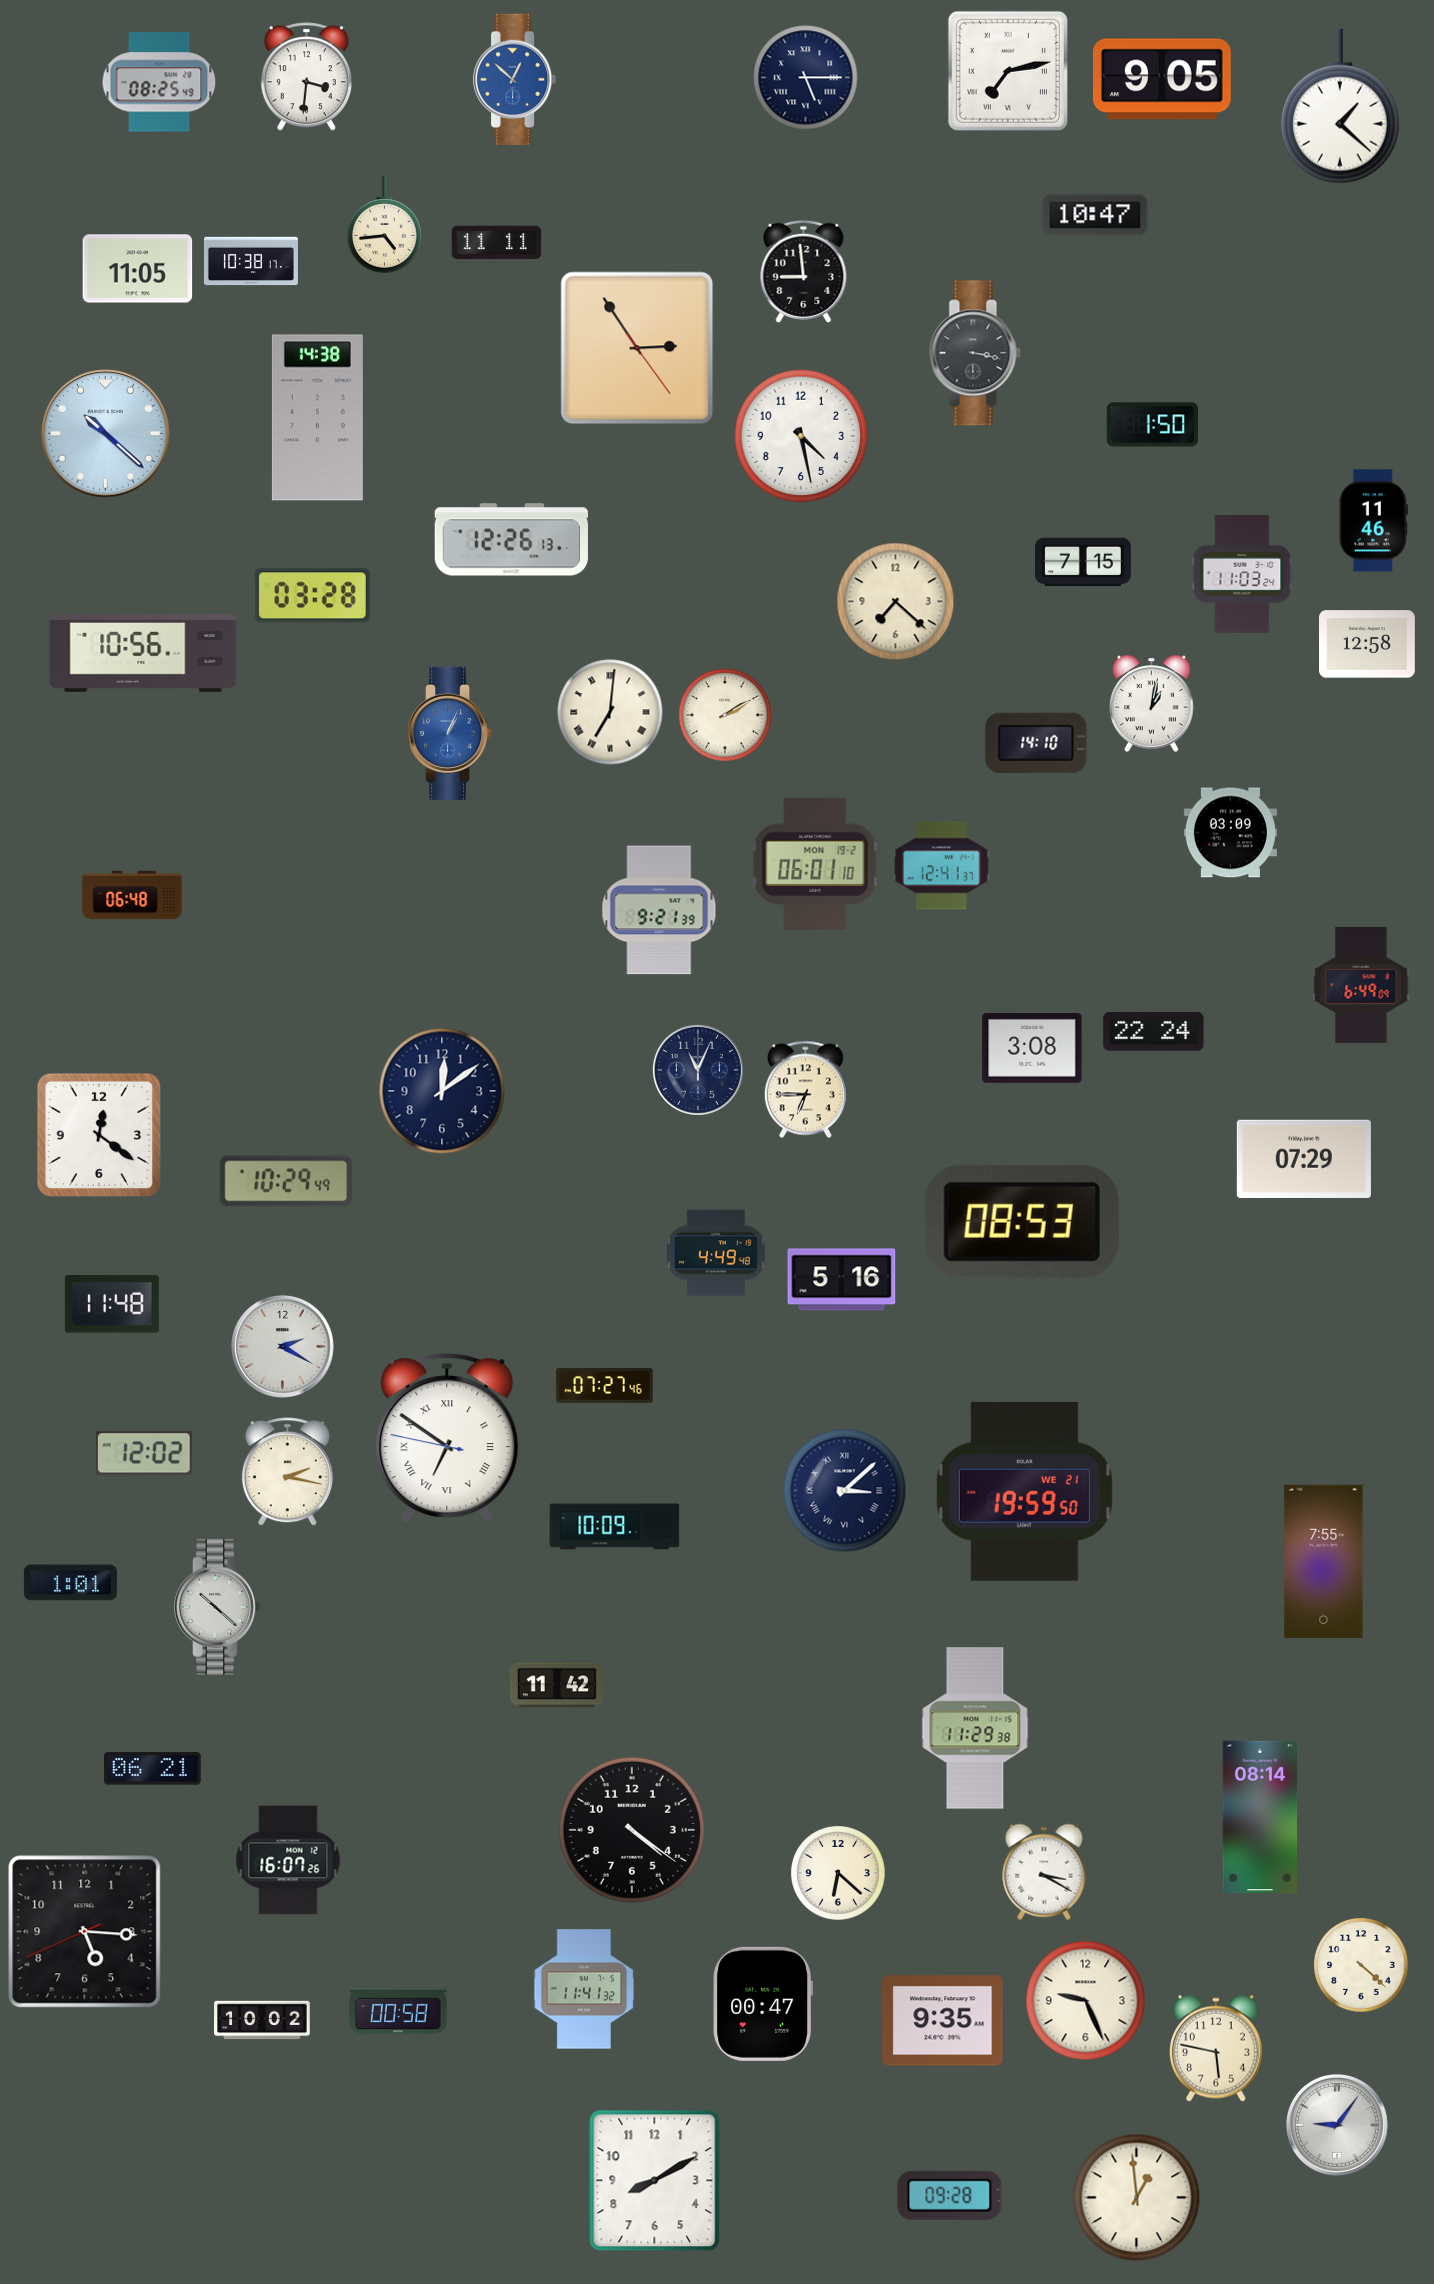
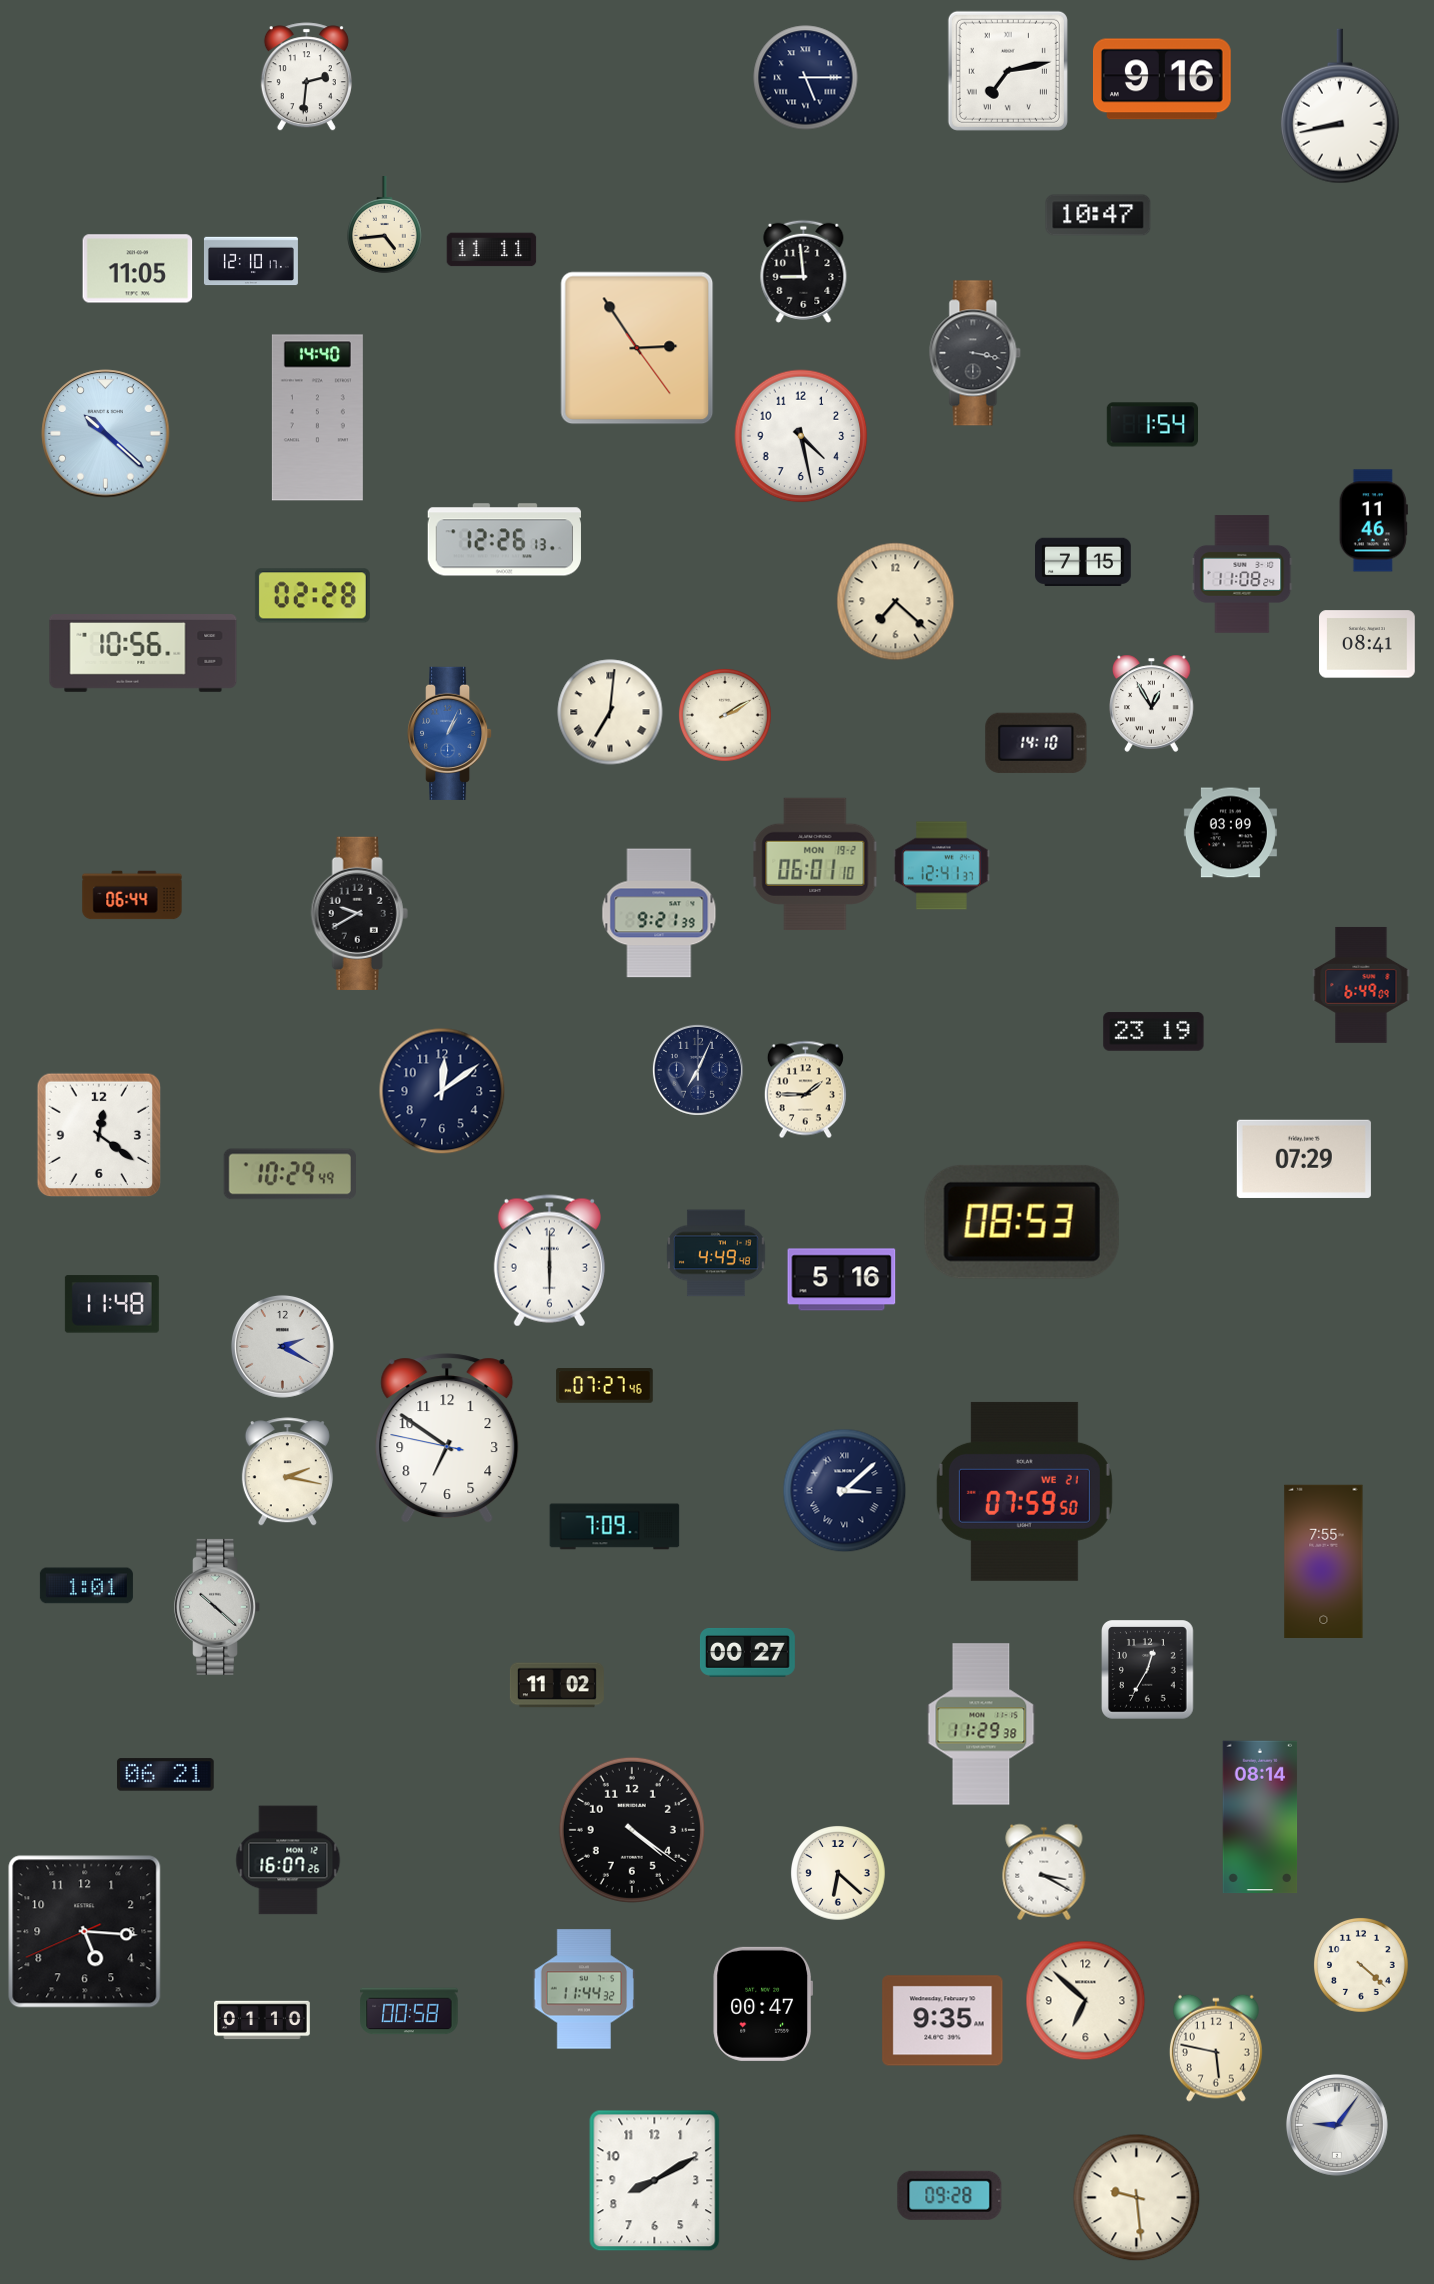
clock at (306, 77): 3:31 -> 2:31
clock at (1163, 79): 9:05 -> 9:16
clock at (515, 80): 12:52 -> none
clock at (159, 82): 08:25 -> none
clock at (1340, 106): 1:22 -> 8:43
clock at (1095, 215) position: (1095, 215) -> (1098, 215)
clock at (497, 243) position: (497, 243) -> (492, 250)
clock at (251, 261): 10:38 -> 12:10
clock at (317, 418): 14:38 -> 14:40
clock at (1152, 425): 1:50 -> 1:54
clock at (511, 540) position: (511, 540) -> (504, 540)
clock at (1242, 574): 11:03 -> 11:08
clock at (312, 596): 03:28 -> 02:28
clock at (1368, 644): 12:58 -> 08:41
clock at (1152, 703): 1:02 -> 12:55
clock at (132, 895): 06:48 -> 06:44
clock at (659, 910) position: (659, 910) -> (659, 913)
clock at (359, 913): none -> 9:40
clock at (1154, 1032): 22:24 -> 23:19
clock at (1032, 1049): 3:08 -> none
clock at (698, 1070): 11:04 -> 7:04
clock at (805, 1090): 6:45 -> 1:45
clock at (286, 1181) position: (286, 1181) -> (290, 1174)
clock at (549, 1261): none -> 6:00
clock at (447, 1439) numerals: Roman -> Arabic
clock at (144, 1453): 12:02 -> none
clock at (1024, 1491): 19:59 -> 07:59
clock at (615, 1527): 10:09 -> 7:09
clock at (70, 1583) position: (70, 1583) -> (86, 1586)
clock at (747, 1653): none -> 00:27
clock at (1148, 1670): none -> 12:35
clock at (557, 1685): 11:42 -> 11:02
clock at (975, 1728) position: (975, 1728) -> (981, 1724)
clock at (153, 1769) position: (153, 1769) -> (166, 1775)
clock at (584, 1989): 11:41 -> 11:44
clock at (1086, 2001): 9:26 -> 6:52
clock at (398, 2011) position: (398, 2011) -> (409, 2011)
clock at (262, 2020): 10:02 -> 01:10
clock at (1137, 2198): 12:59 -> 9:29
